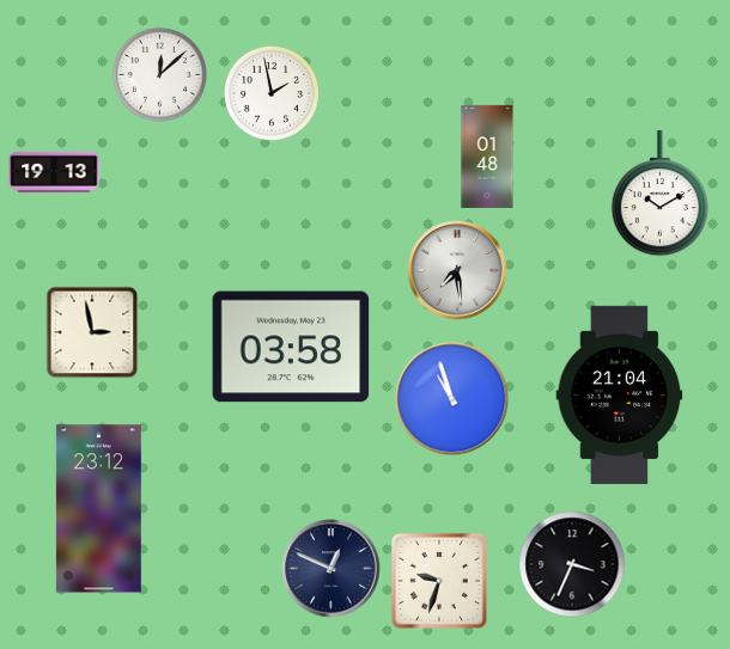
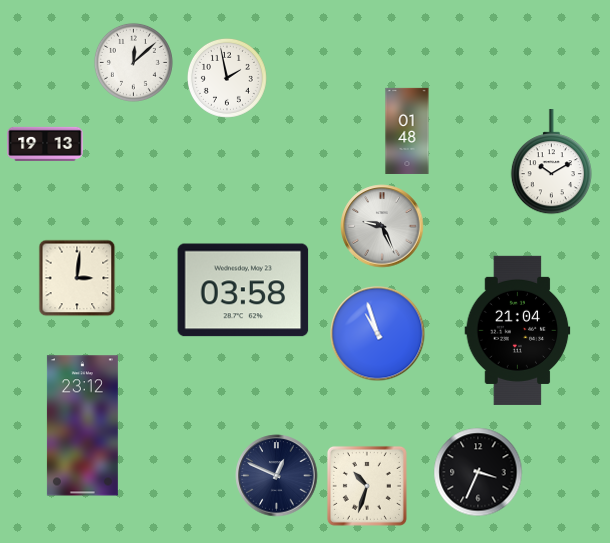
clock at (457, 270): 7:29 -> 9:26
clock at (92, 332): 2:58 -> 3:01
clock at (439, 581): 9:33 -> 10:33
